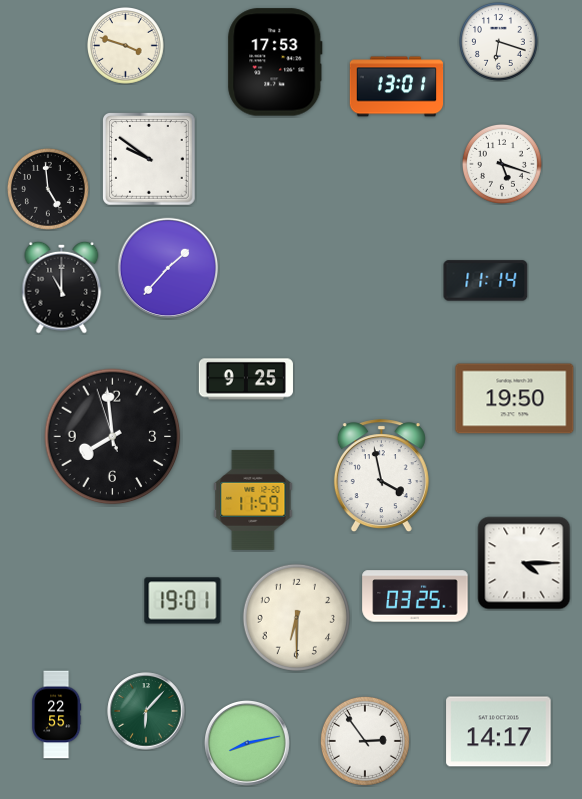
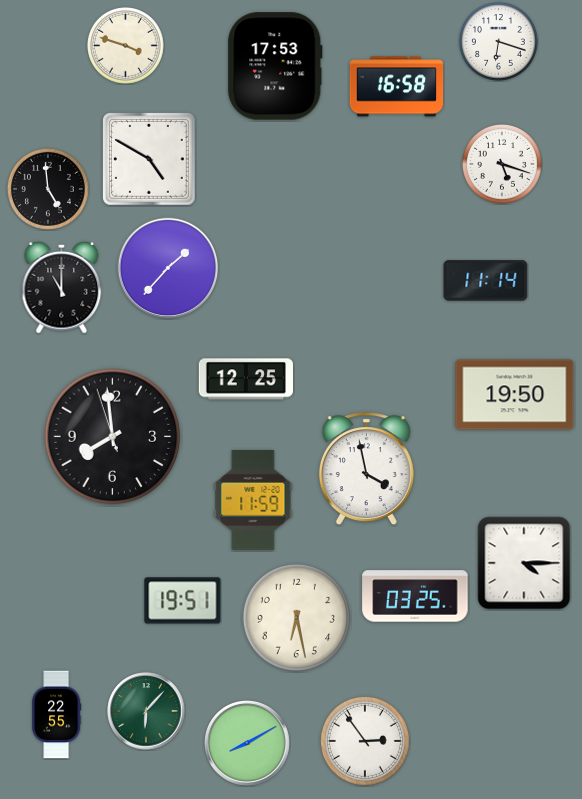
clock at (275, 62) position: (275, 62) -> (275, 66)
clock at (397, 87): 13:01 -> 16:58
clock at (150, 160): 9:51 -> 4:50
clock at (246, 379): 9:25 -> 12:25
clock at (515, 399) position: (515, 399) -> (515, 395)
clock at (381, 476) position: (381, 476) -> (366, 469)
clock at (183, 601): 19:01 -> 19:51
clock at (296, 617): 6:30 -> 6:28
clock at (499, 732): 14:17 -> none
clock at (248, 744): 8:13 -> 8:10
